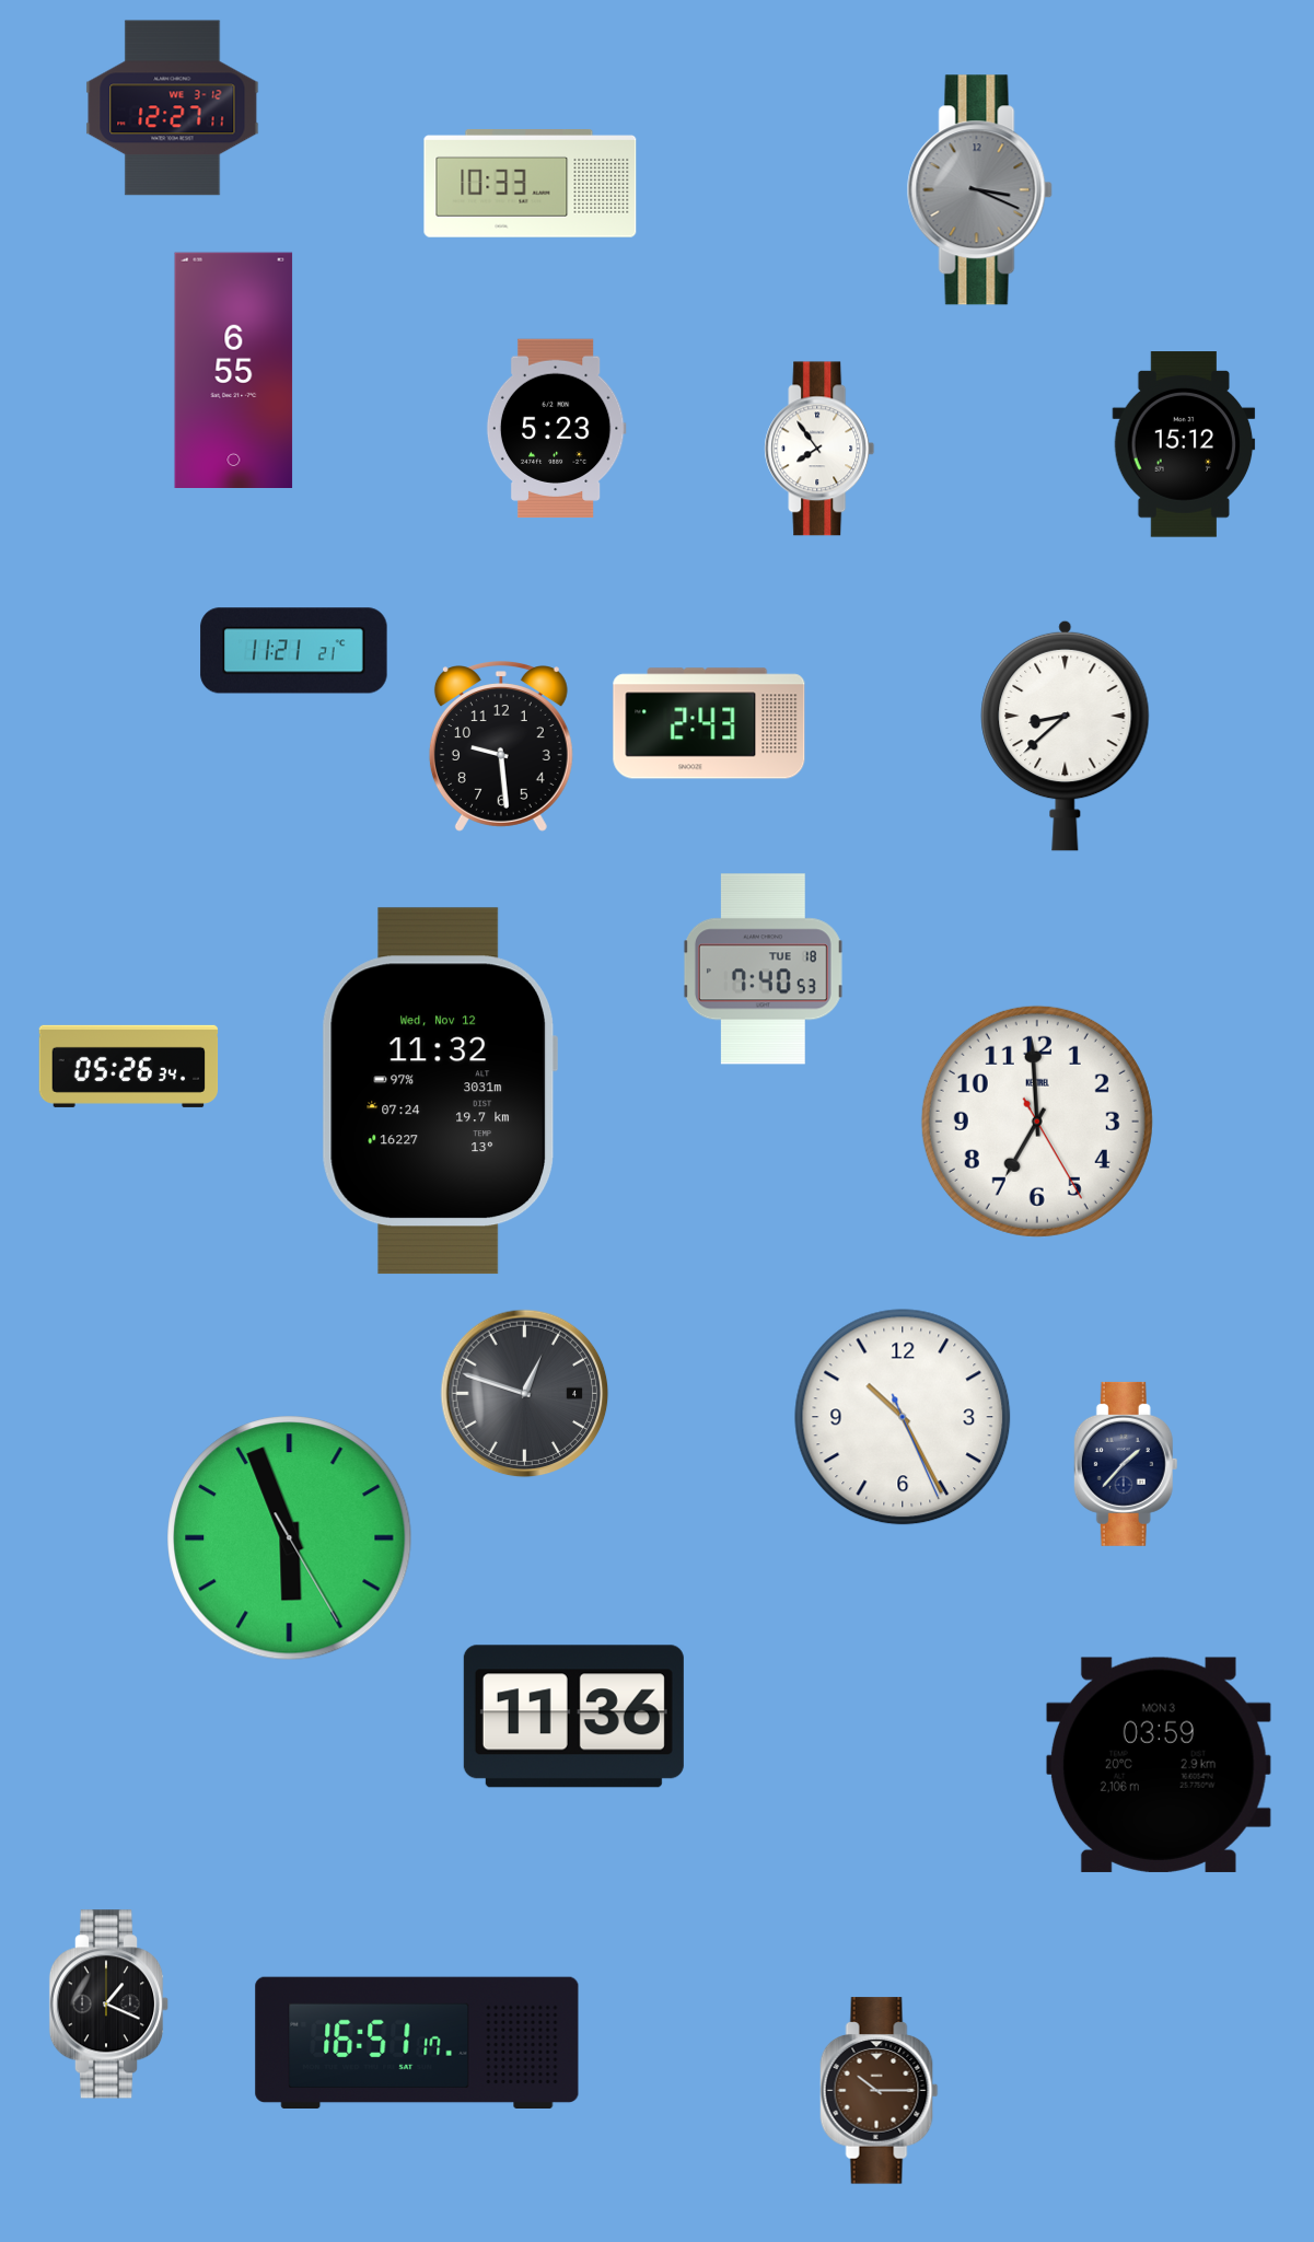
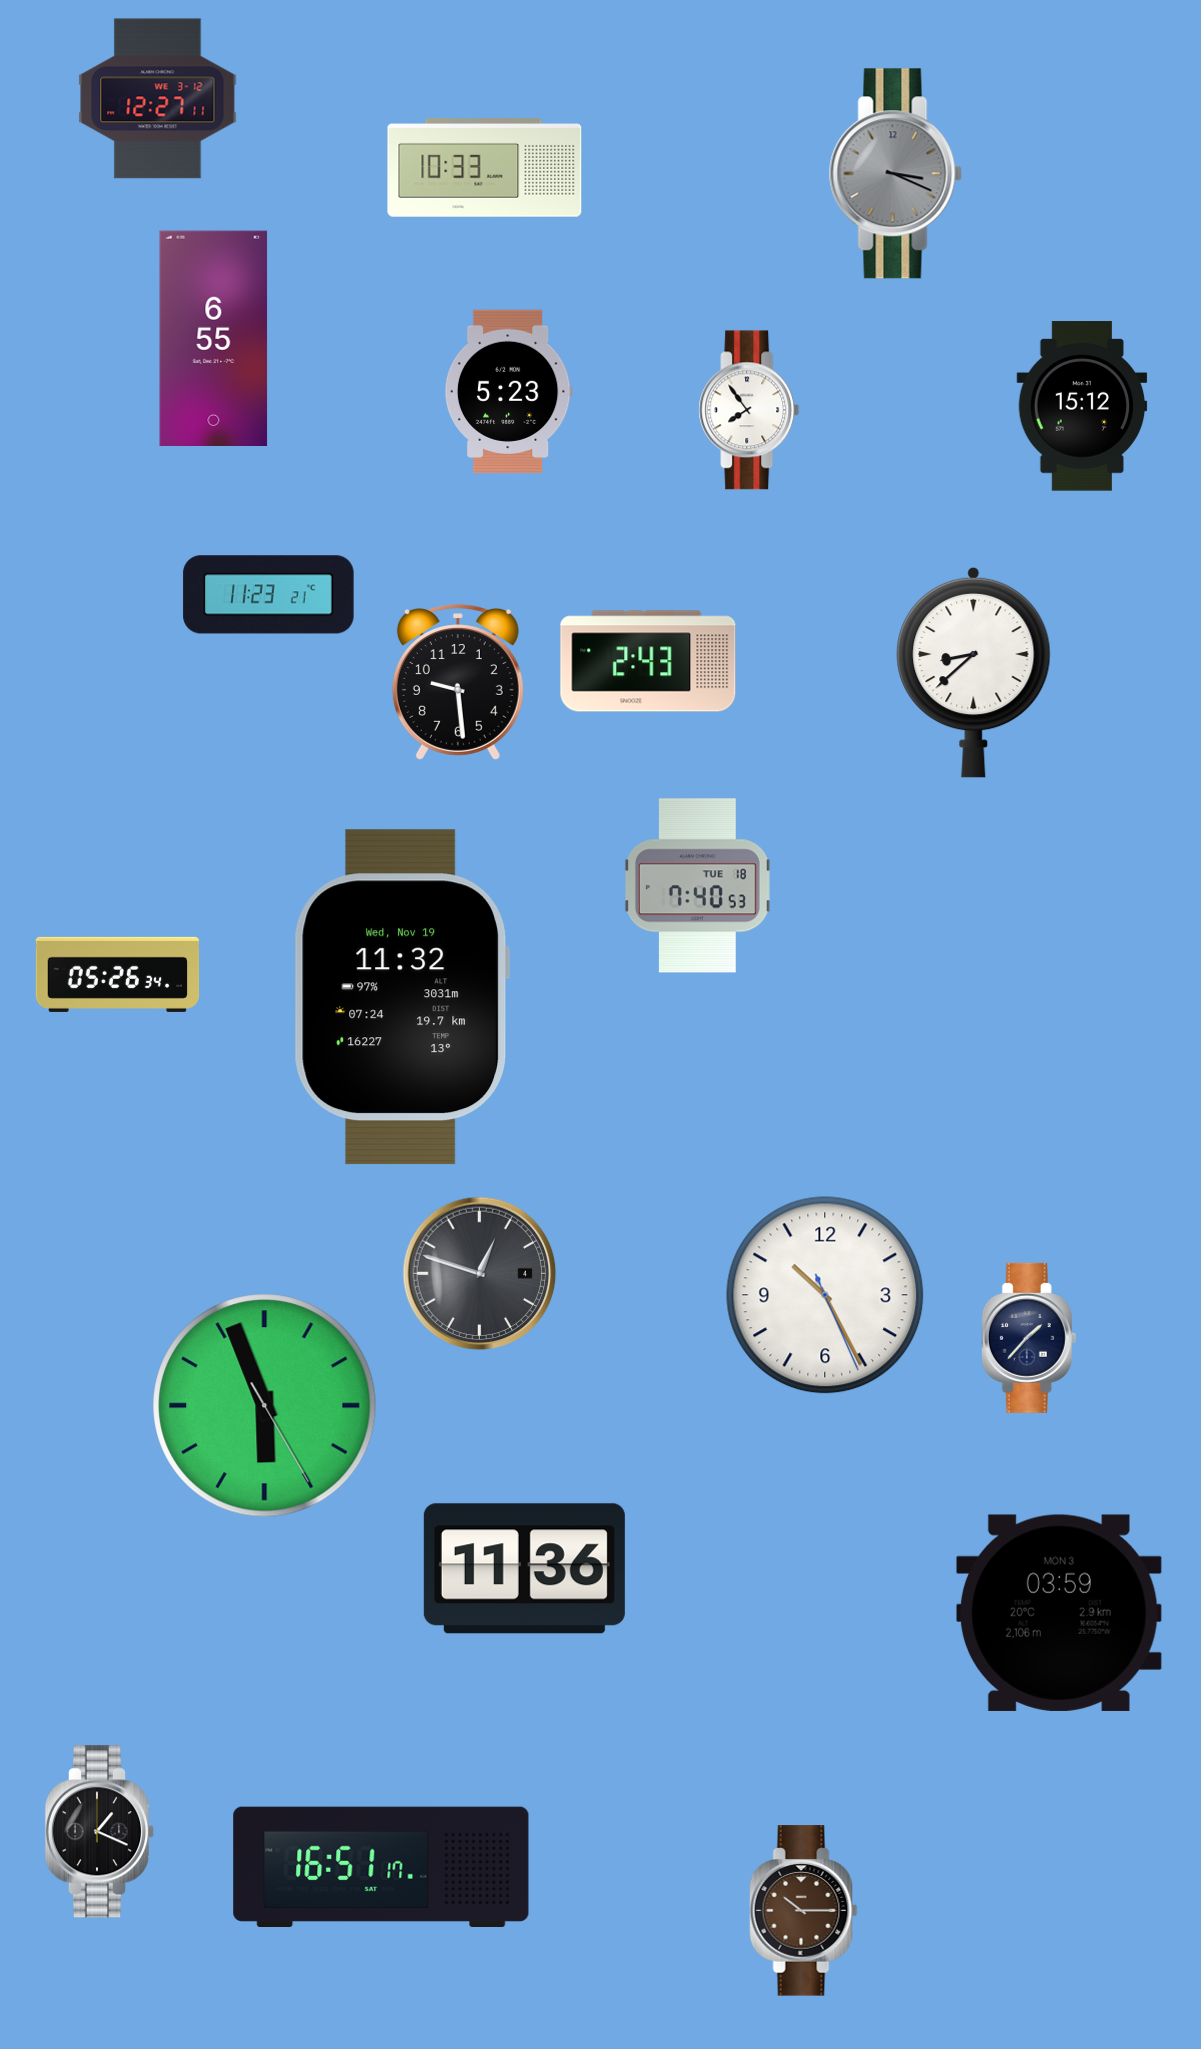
clock at (294, 651): 11:21 -> 11:23
clock at (439, 1091) date: Wed, Nov 12 -> Wed, Nov 19
clock at (1037, 1122): 6:59 -> none
